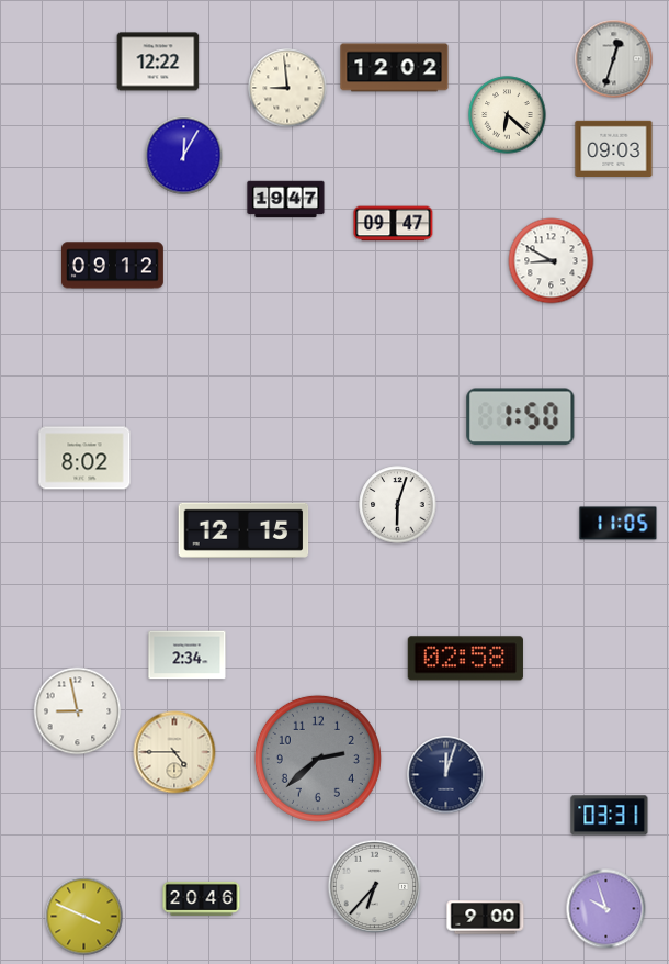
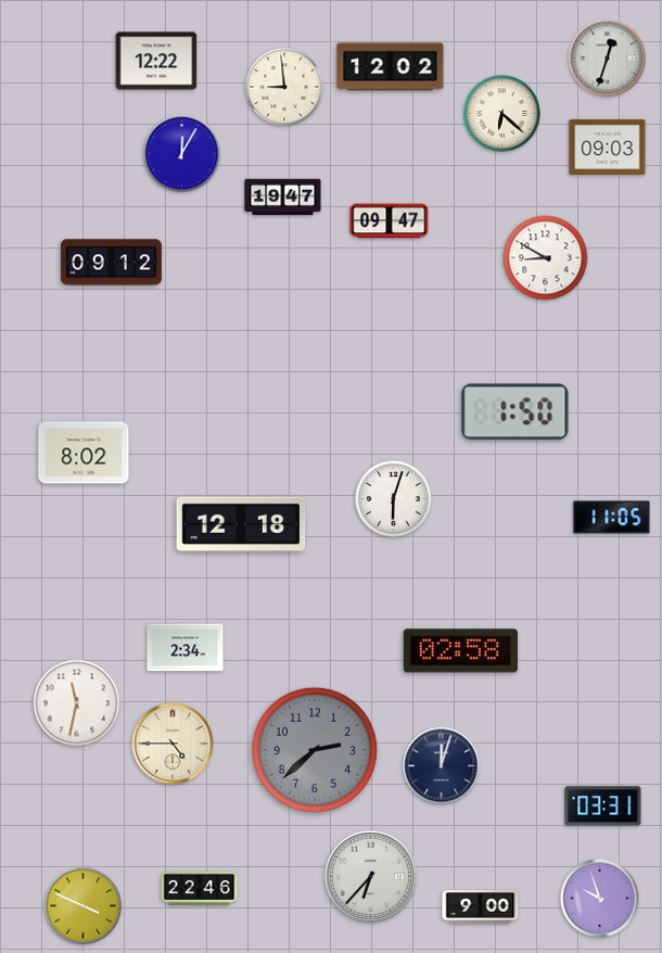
clock at (243, 530): 12:15 -> 12:18
clock at (78, 711): 8:58 -> 11:32
clock at (202, 898): 20:46 -> 22:46
